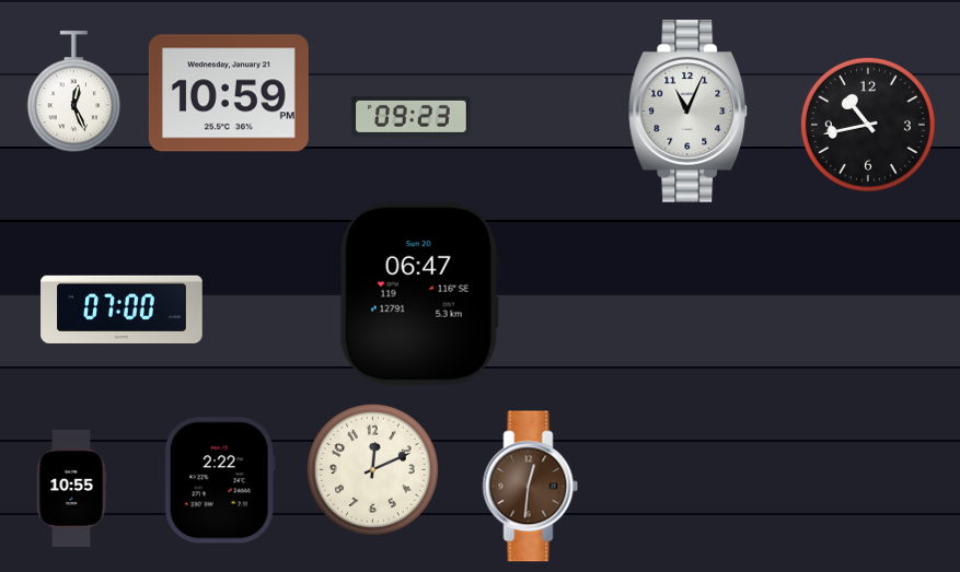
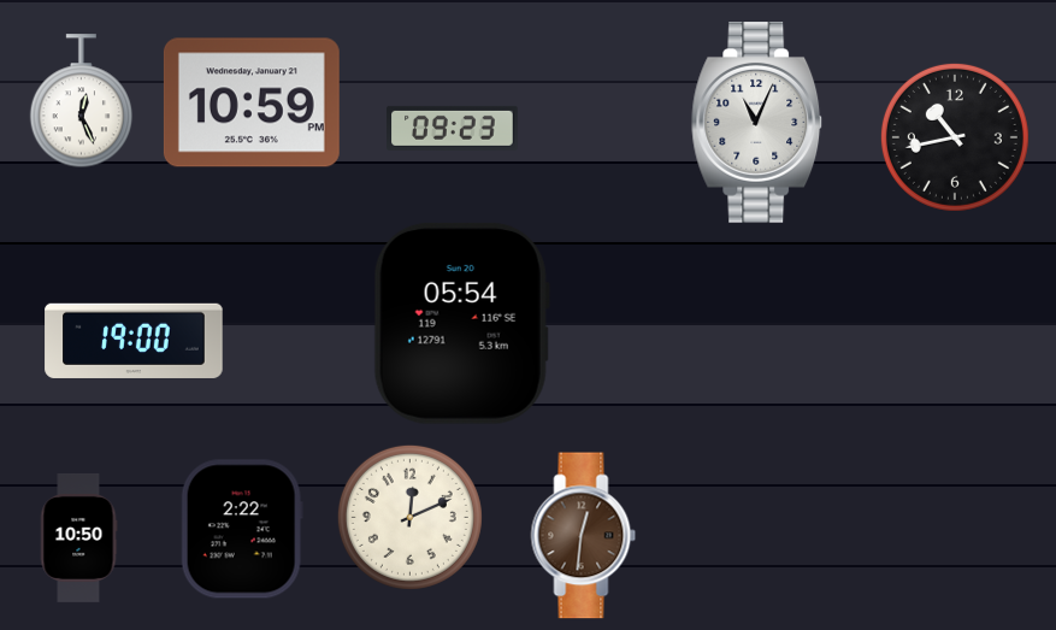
clock at (419, 293): 06:47 -> 05:54
clock at (122, 308): 07:00 -> 19:00
clock at (71, 488): 10:55 -> 10:50
